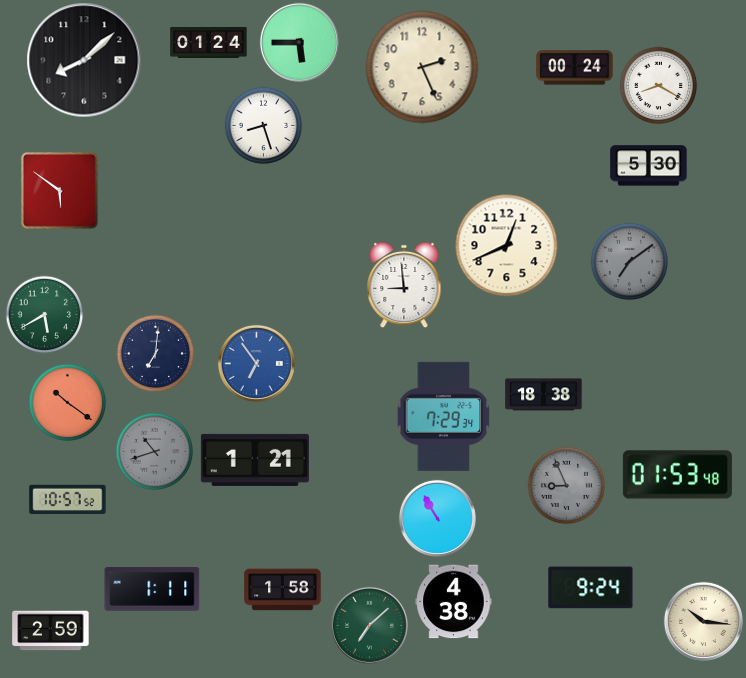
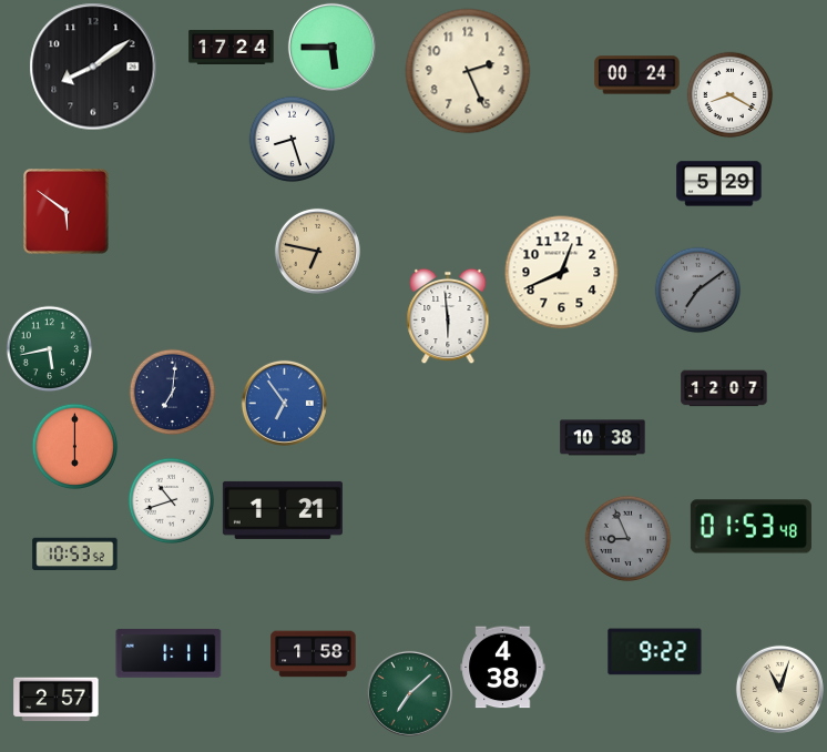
clock at (209, 42): 01:24 -> 17:24
clock at (84, 60): 8:08 -> 8:09
clock at (422, 67) position: (422, 67) -> (468, 71)
clock at (649, 166): 5:30 -> 5:29
clock at (317, 251): none -> 6:47
clock at (404, 285): 8:59 -> 5:59
clock at (44, 314): 5:40 -> 5:43
clock at (724, 388): none -> 12:07
clock at (544, 395): 18:38 -> 10:38
clock at (67, 402): 10:21 -> 6:00
clock at (444, 416): 7:29 -> none
clock at (154, 451) dial: grey -> white
clock at (68, 500): 10:57 -> 10:53
clock at (437, 518): 10:55 -> none
clock at (591, 588): 9:24 -> 9:22
clock at (703, 621): 10:16 -> 11:03
clock at (51, 631): 2:59 -> 2:57
